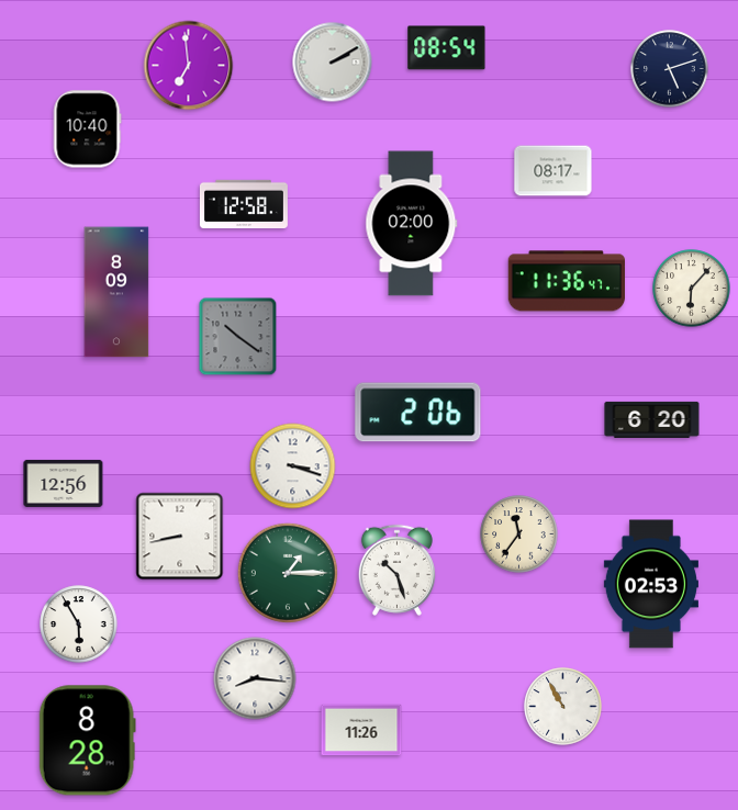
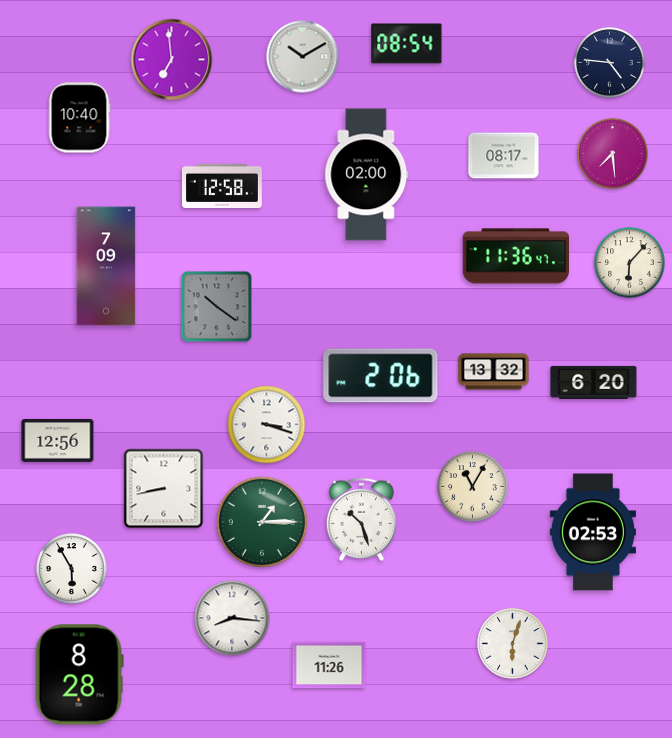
clock at (333, 63): 2:10 -> 10:10
clock at (670, 69): 5:12 -> 4:46
clock at (613, 154): none -> 7:29
clock at (412, 224) position: (412, 224) -> (367, 175)
clock at (116, 292): 8:09 -> 7:09
clock at (494, 372): none -> 13:32
clock at (519, 535): 11:36 -> 11:05
clock at (563, 707): 10:55 -> 6:03
